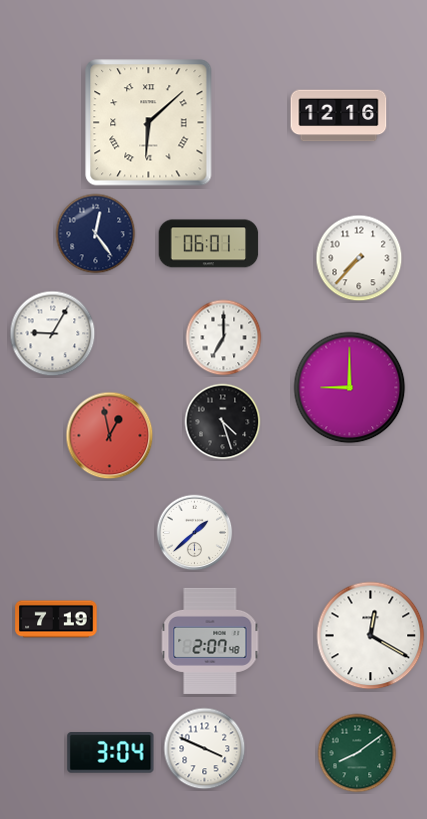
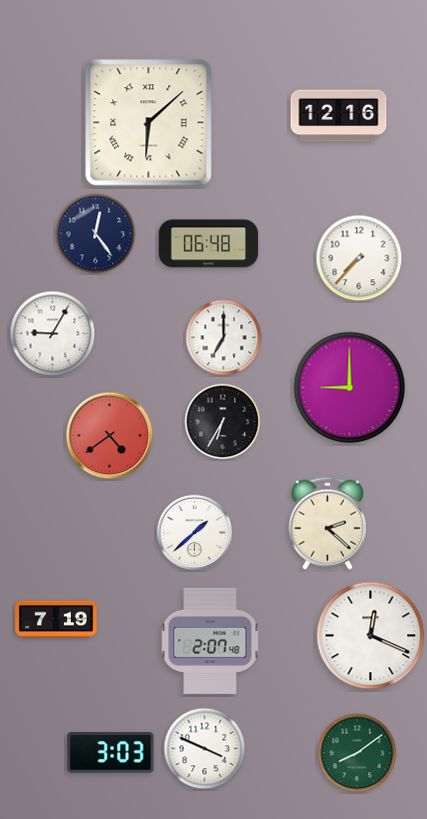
clock at (209, 244): 06:01 -> 06:48
clock at (223, 422): 4:27 -> 6:35
clock at (110, 436): 12:58 -> 4:39
clock at (327, 523): none -> 2:22
clock at (371, 636): 12:20 -> 12:19
clock at (111, 753): 3:04 -> 3:03
